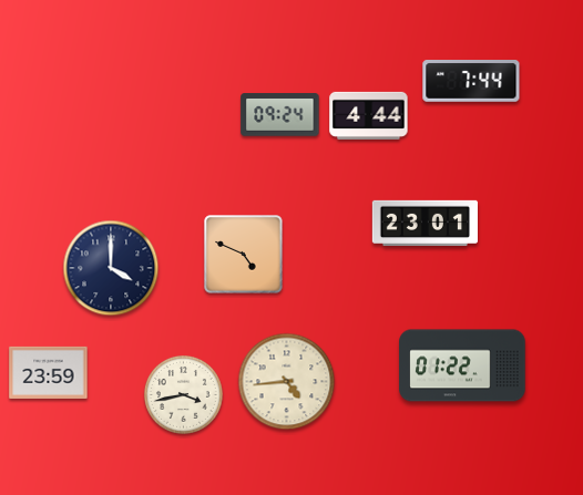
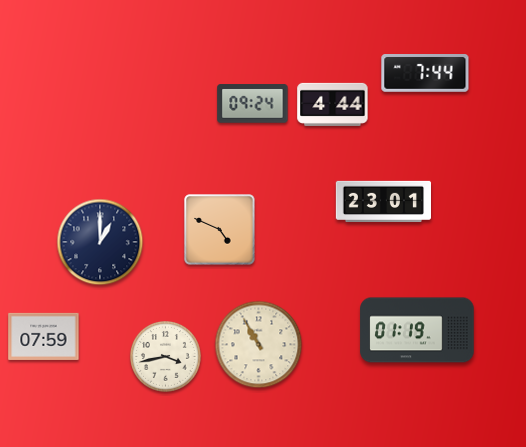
clock at (111, 268): 4:00 -> 1:00
clock at (462, 365): 01:22 -> 01:19
clock at (49, 372): 23:59 -> 07:59
clock at (287, 382): 4:44 -> 10:55
